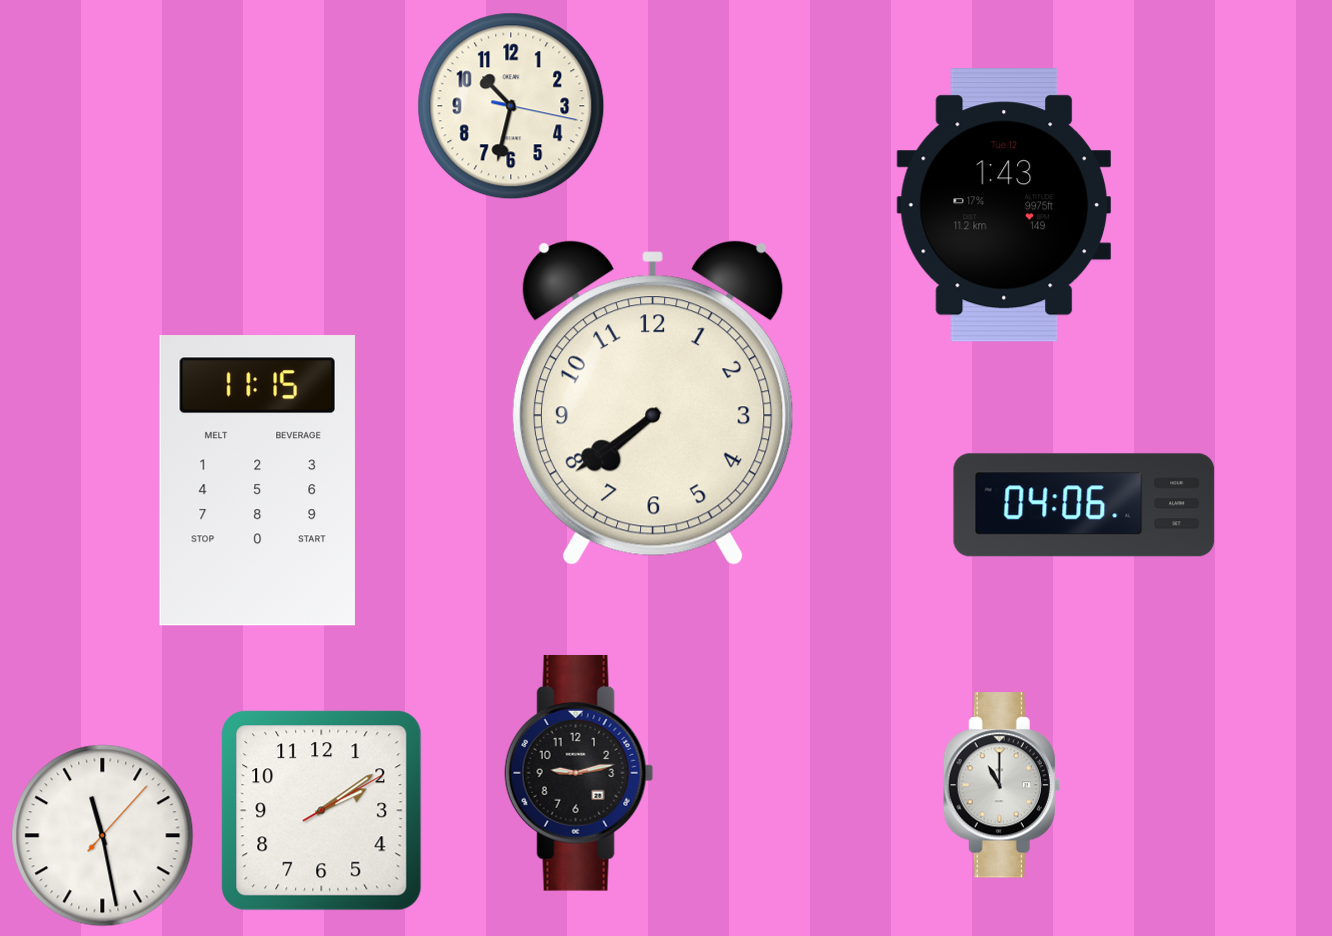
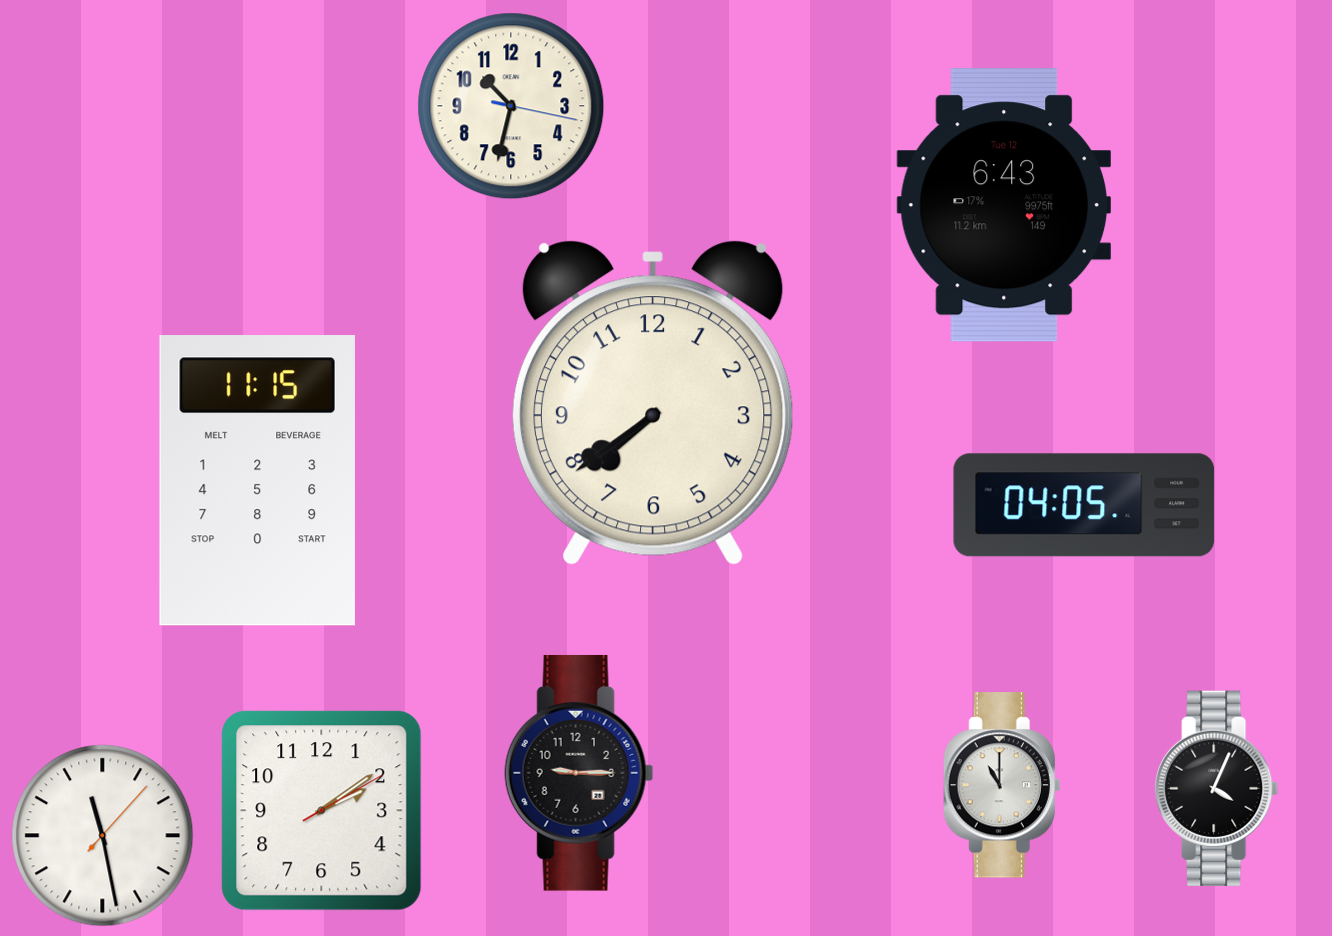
clock at (1003, 205): 1:43 -> 6:43
clock at (1084, 505): 04:06 -> 04:05
clock at (579, 773): 9:13 -> 9:15
clock at (1217, 788): none -> 4:04
